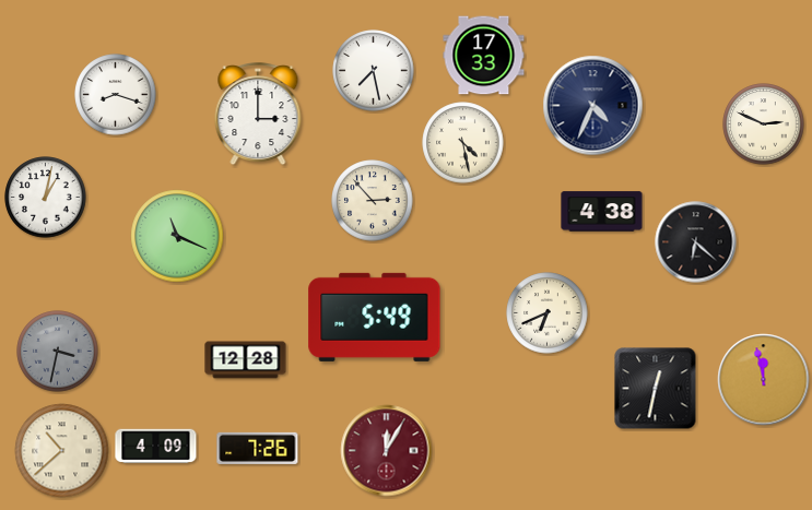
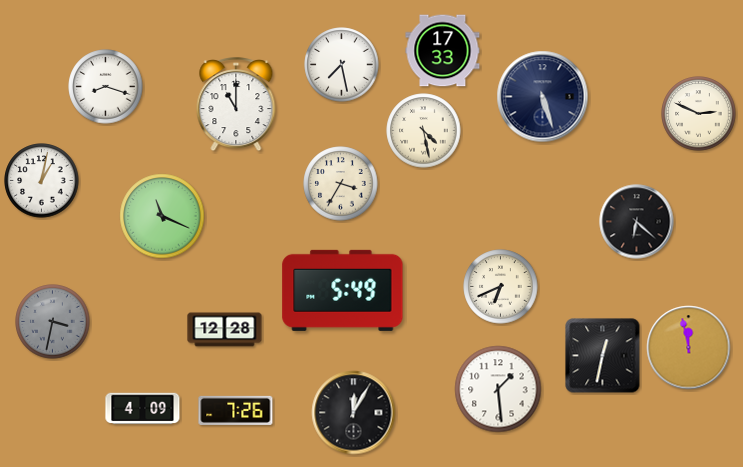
clock at (593, 106): 4:34 -> 5:27
clock at (258, 115): 3:00 -> 11:00
clock at (373, 201): 2:53 -> 3:35
clock at (602, 212): 4:38 -> none
clock at (764, 380) position: (764, 380) -> (689, 348)
clock at (656, 389) position: (656, 389) -> (603, 356)
clock at (498, 389): none -> 1:29
clock at (62, 451): 10:38 -> none
clock at (387, 451) dial: burgundy -> black
